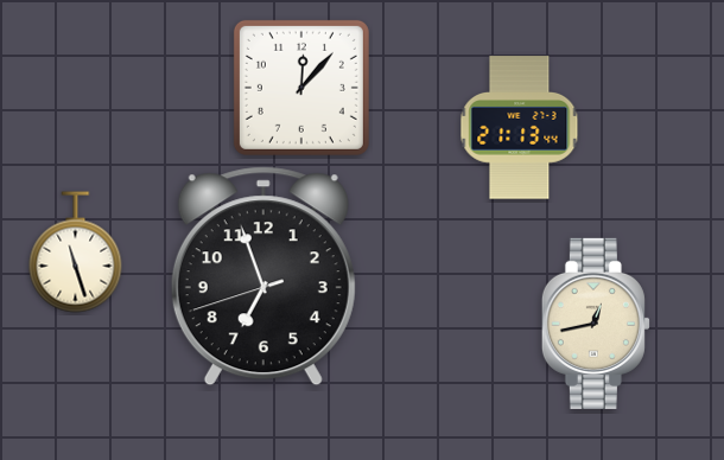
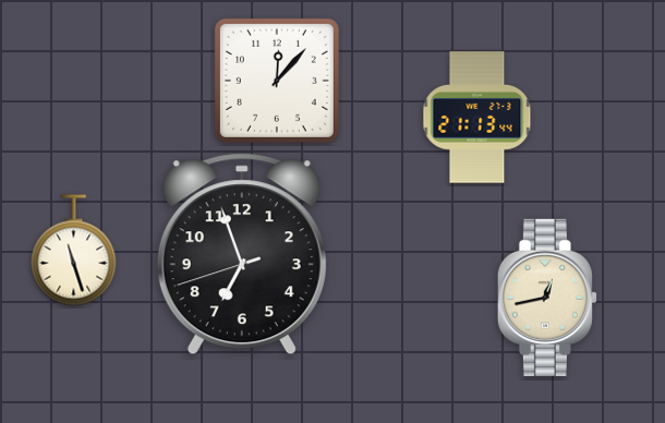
clock at (76, 253) position: (76, 253) -> (74, 251)
